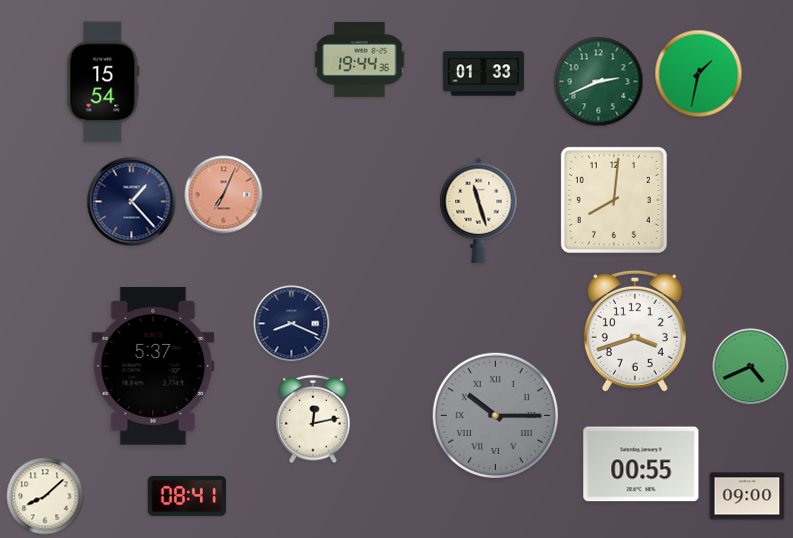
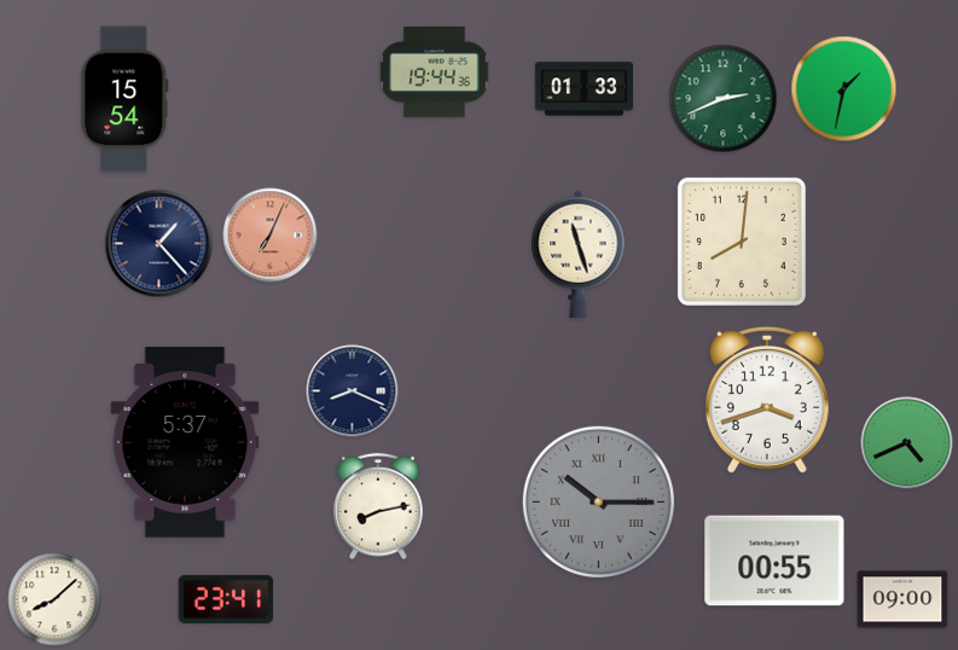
clock at (313, 419): 12:13 -> 8:13
clock at (187, 496): 08:41 -> 23:41
